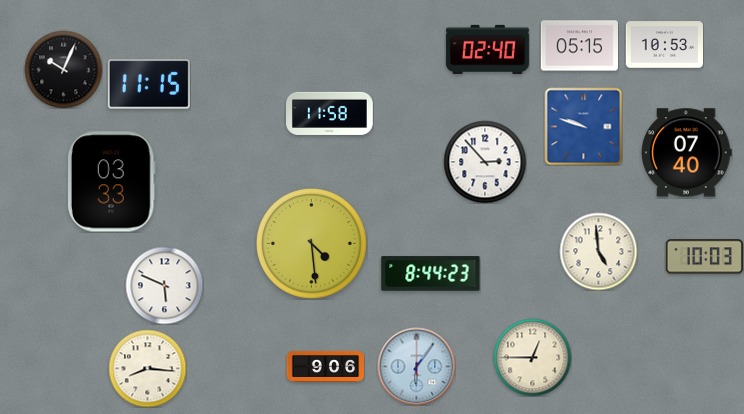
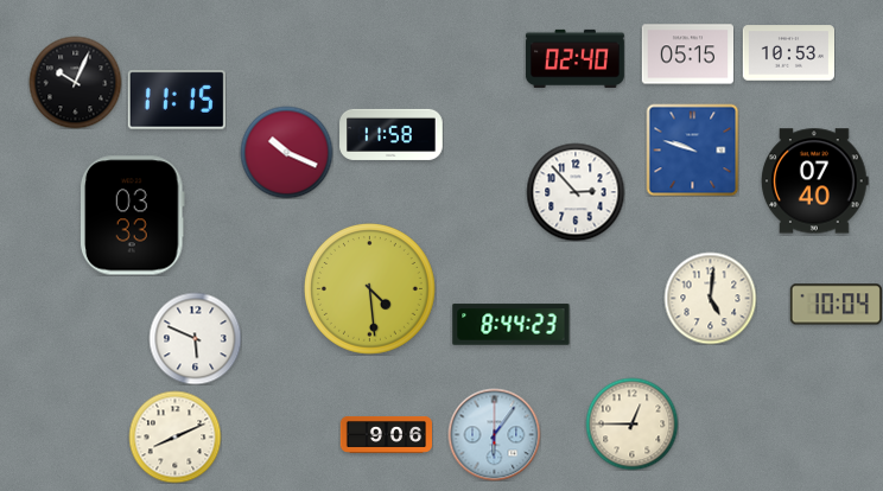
clock at (487, 49) position: (487, 49) -> (574, 58)
clock at (286, 152): none -> 10:19
clock at (598, 251): 4:59 -> 5:01
clock at (704, 257): 10:03 -> 10:04
clock at (147, 368): 8:16 -> 8:11
